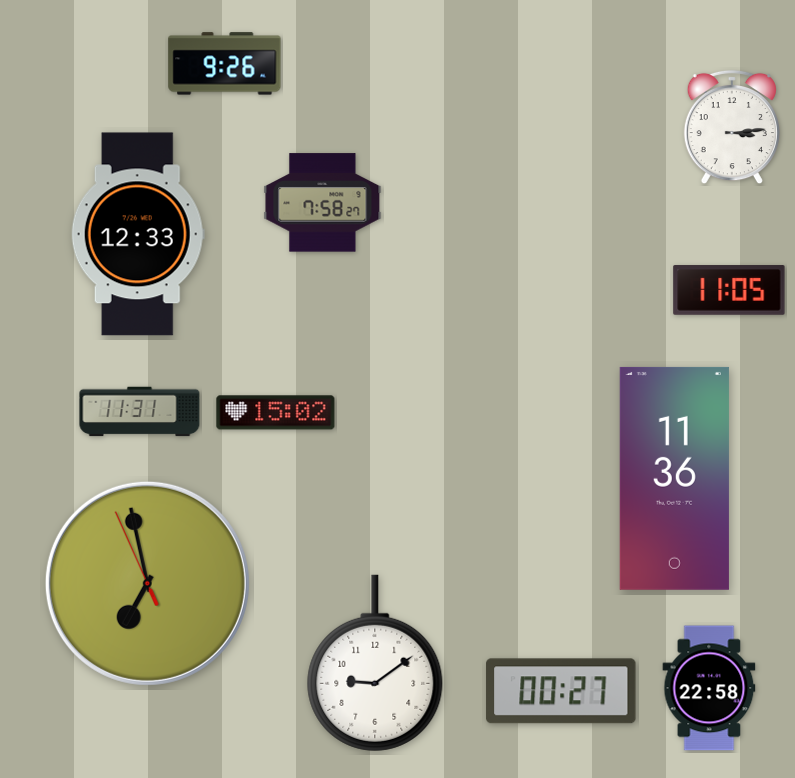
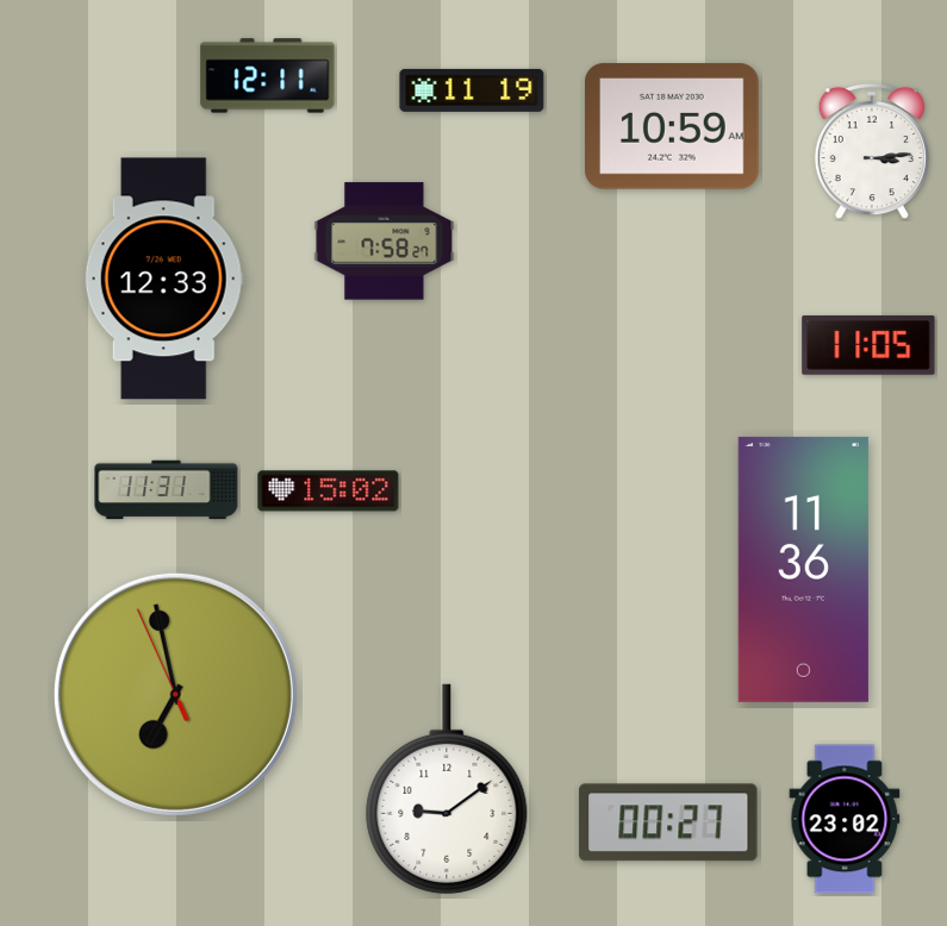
clock at (225, 64): 9:26 -> 12:11
clock at (472, 90): none -> 11:19
clock at (673, 126): none -> 10:59
clock at (709, 688): 22:58 -> 23:02
